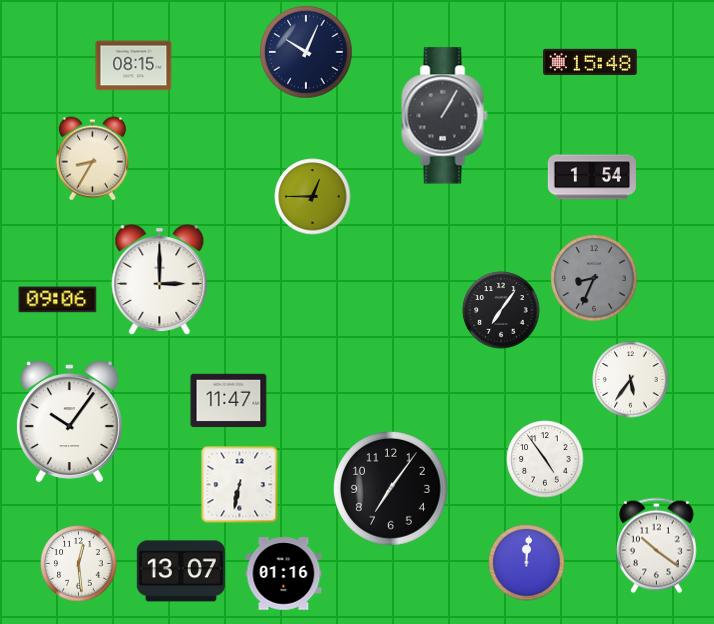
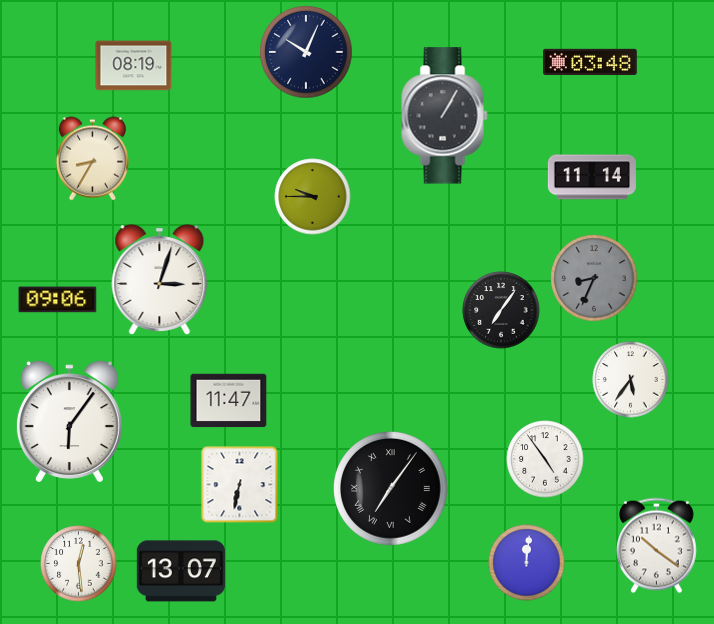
clock at (591, 61): 15:48 -> 03:48
clock at (134, 66): 08:15 -> 08:19
clock at (592, 177): 1:54 -> 11:14
clock at (313, 197): 12:45 -> 9:45
clock at (160, 280): 3:00 -> 3:03
clock at (69, 422): 10:06 -> 6:06
clock at (391, 489) numerals: Arabic -> Roman
clock at (284, 574): 01:16 -> none
